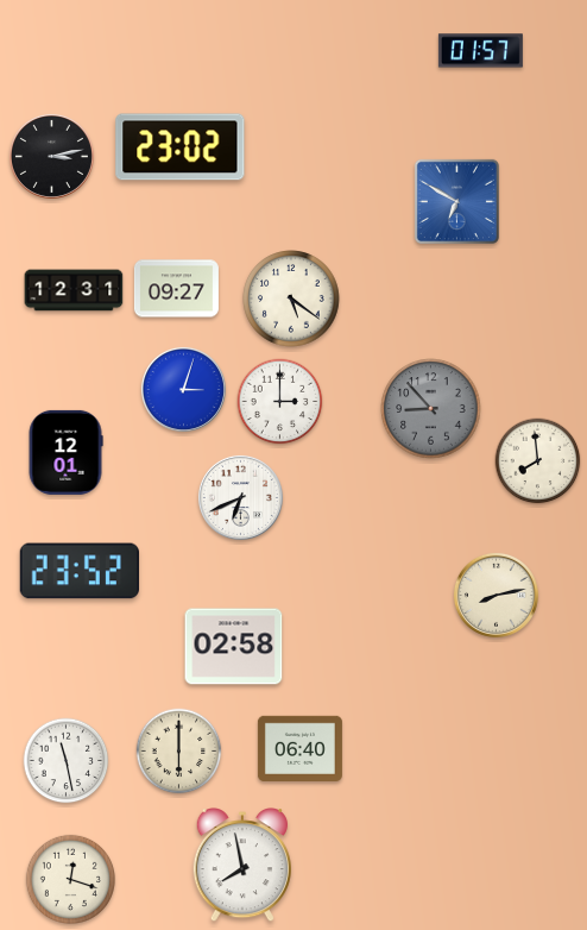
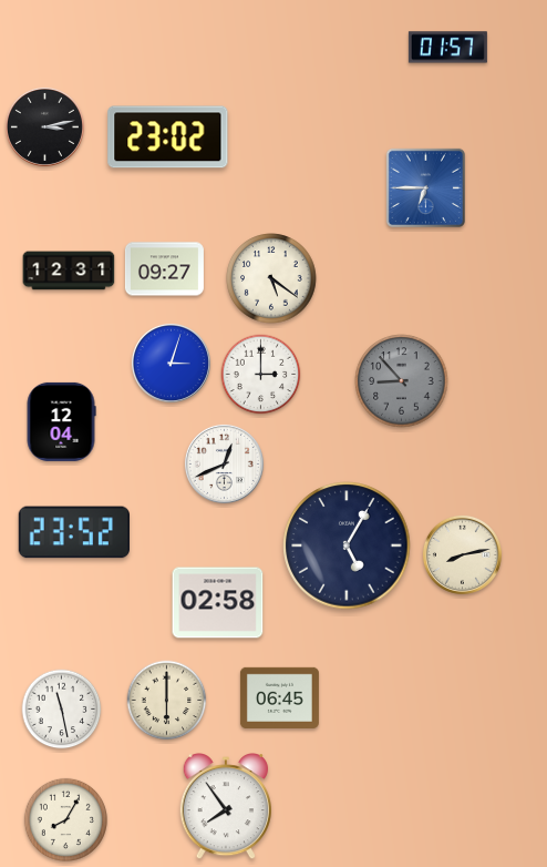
clock at (51, 156) position: (51, 156) -> (44, 126)
clock at (456, 201): 6:50 -> 6:45
clock at (65, 452): 12:01 -> 12:04
clock at (538, 461): 7:59 -> none
clock at (240, 497): 6:41 -> 12:41
clock at (347, 545): none -> 5:05
clock at (299, 748): 06:40 -> 06:45
clock at (241, 866): 7:58 -> 7:54
clock at (70, 879): 12:18 -> 8:05
